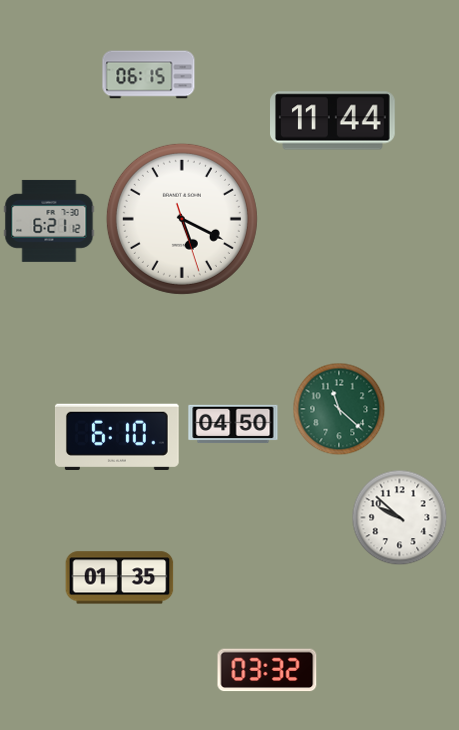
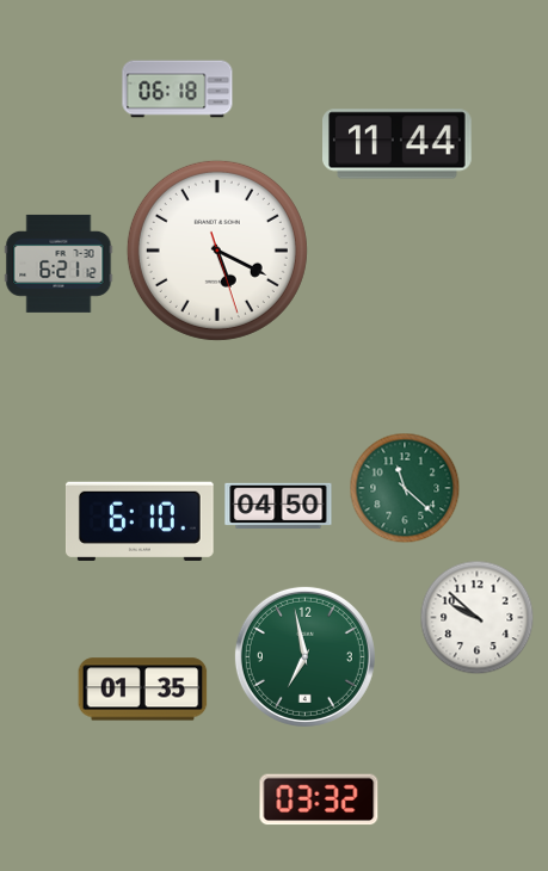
clock at (149, 75): 06:15 -> 06:18
clock at (182, 219) position: (182, 219) -> (217, 251)
clock at (304, 656): none -> 6:58
